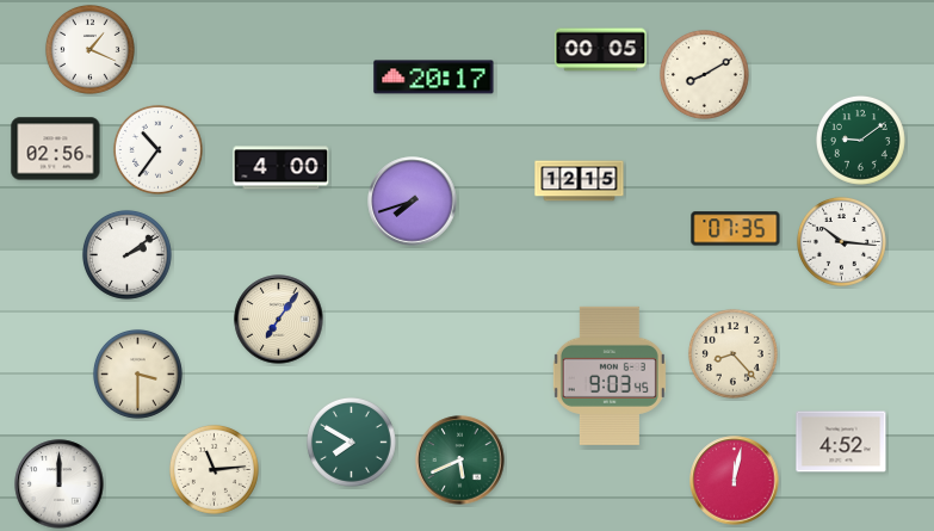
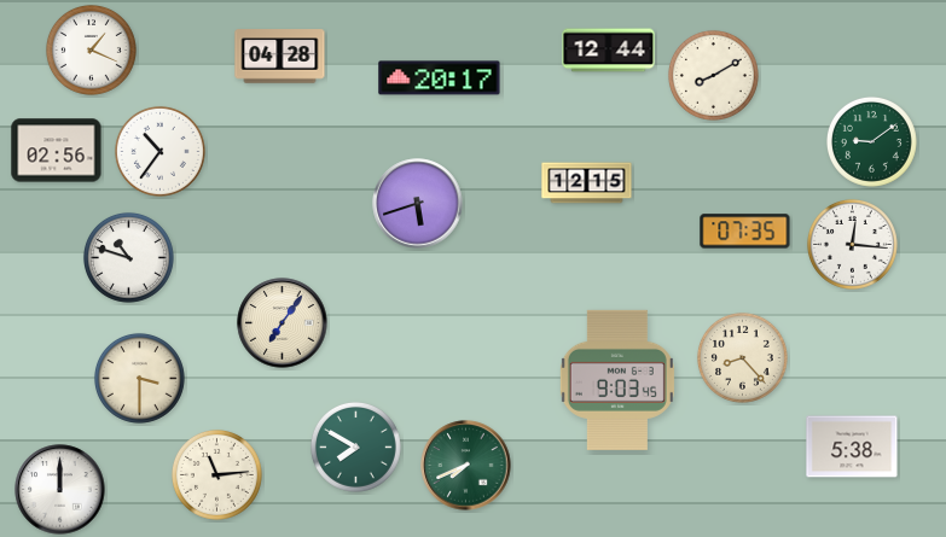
clock at (601, 50): 00:05 -> 12:44
clock at (280, 57): none -> 04:28
clock at (282, 168): 4:00 -> none
clock at (413, 202): 7:42 -> 5:42
clock at (841, 241): 10:16 -> 12:16
clock at (126, 254): 2:09 -> 10:48
clock at (841, 442): 4:52 -> 5:38
clock at (460, 461): 5:41 -> 7:41
clock at (735, 481): 12:02 -> none
